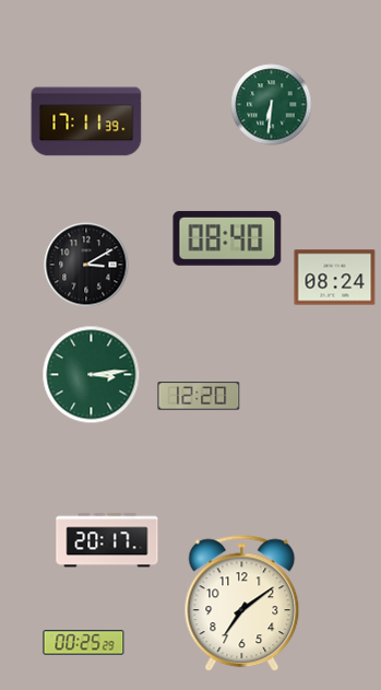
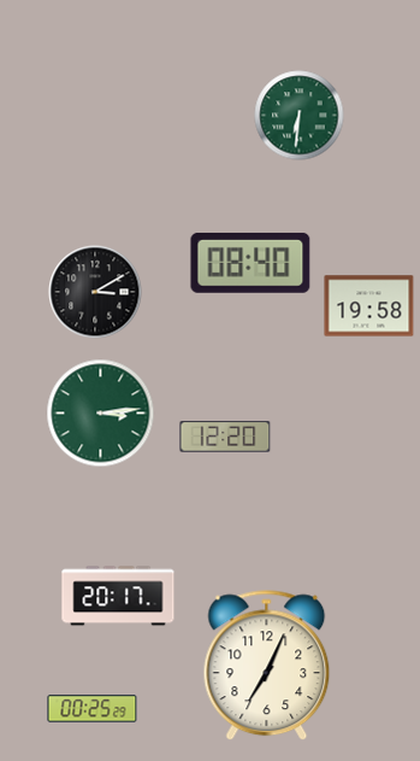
clock at (86, 121): 17:11 -> none
clock at (335, 278): 08:24 -> 19:58
clock at (199, 396) position: (199, 396) -> (225, 437)
clock at (242, 604): 7:09 -> 7:04
